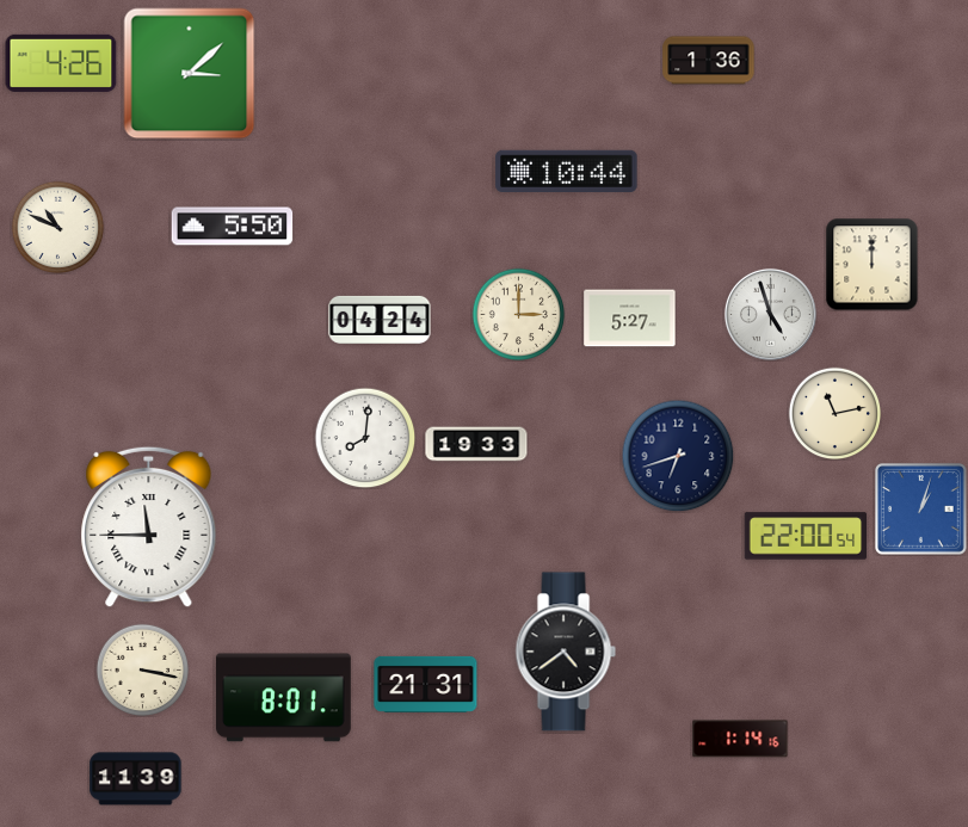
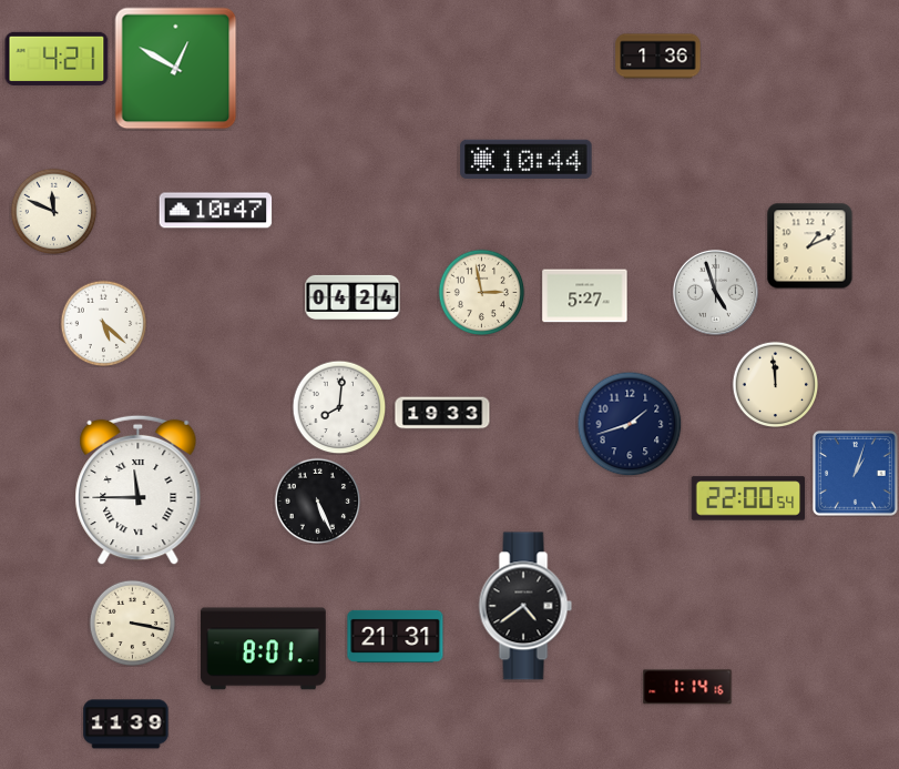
clock at (61, 63): 4:26 -> 4:21
clock at (190, 74): 3:08 -> 12:50
clock at (57, 227): 10:49 -> 11:49
clock at (233, 227): 5:50 -> 10:47
clock at (871, 264): 12:00 -> 1:11
clock at (518, 314): 3:00 -> 2:58
clock at (103, 323): none -> 5:22
clock at (834, 413): 11:13 -> 11:59
clock at (678, 456): 6:42 -> 1:42
clock at (317, 500): none -> 5:26
